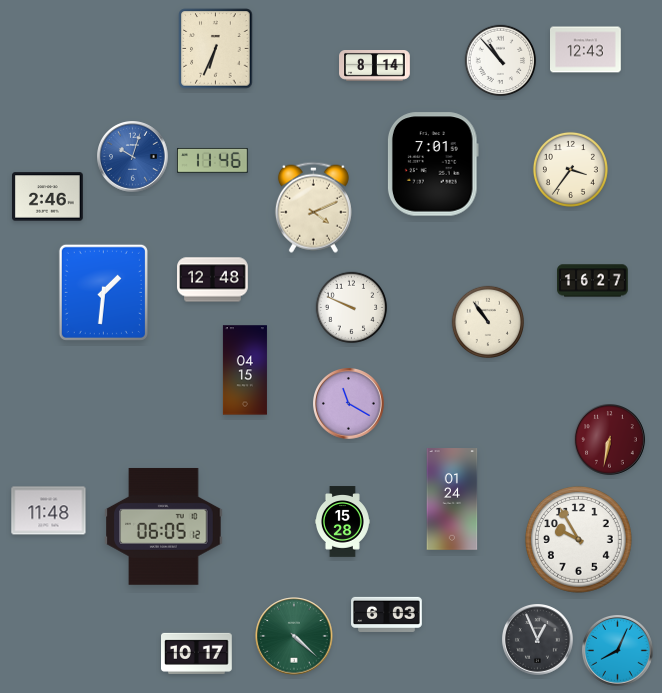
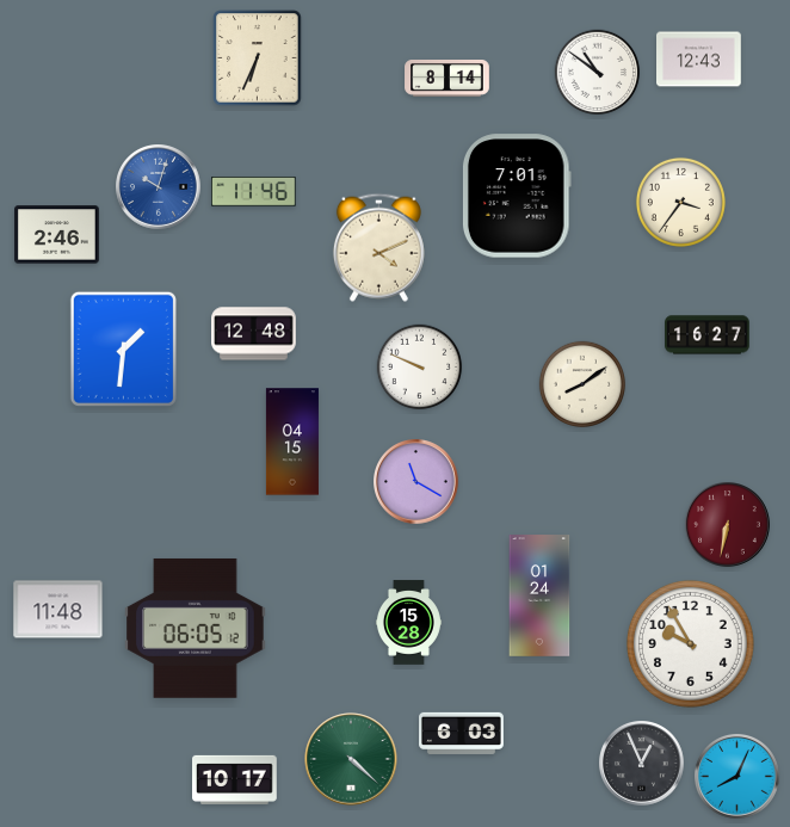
clock at (501, 61): 10:53 -> 10:51
clock at (313, 207) position: (313, 207) -> (378, 247)
clock at (487, 321): 10:54 -> 8:09
